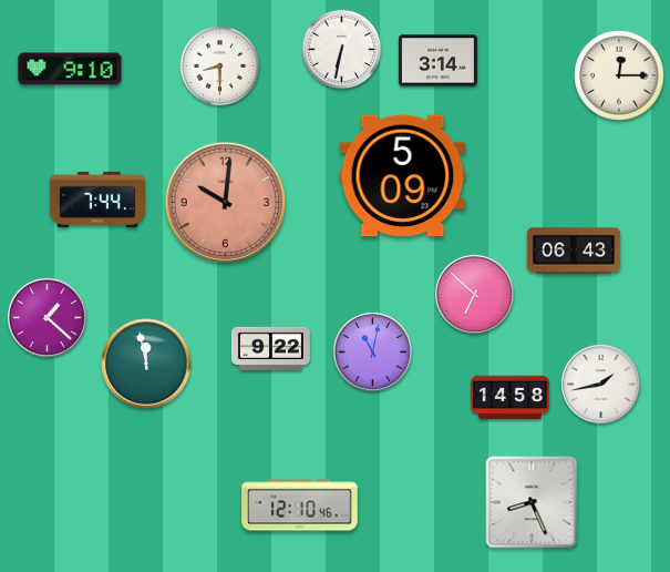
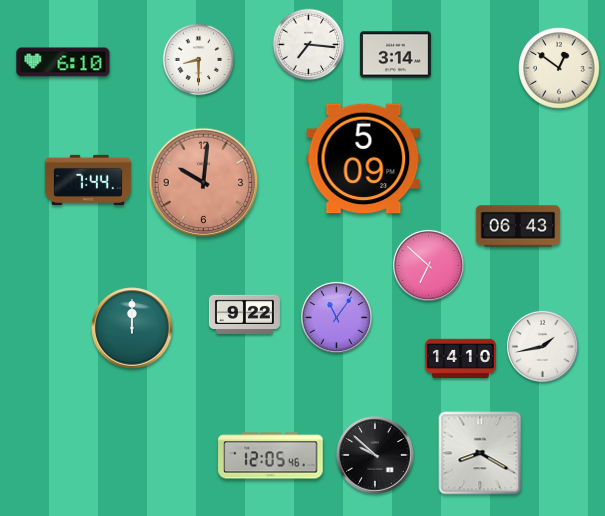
clock at (342, 50): 6:32 -> 7:16
clock at (70, 69): 9:10 -> 6:10
clock at (619, 75): 12:15 -> 12:51
clock at (47, 317): 1:22 -> none
clock at (372, 351): 11:02 -> 11:06
clock at (146, 364): 11:58 -> 12:00
clock at (509, 397): 14:58 -> 14:10
clock at (532, 502): 8:26 -> 8:20
clock at (375, 455): none -> 9:52
clock at (300, 505): 12:10 -> 12:05
